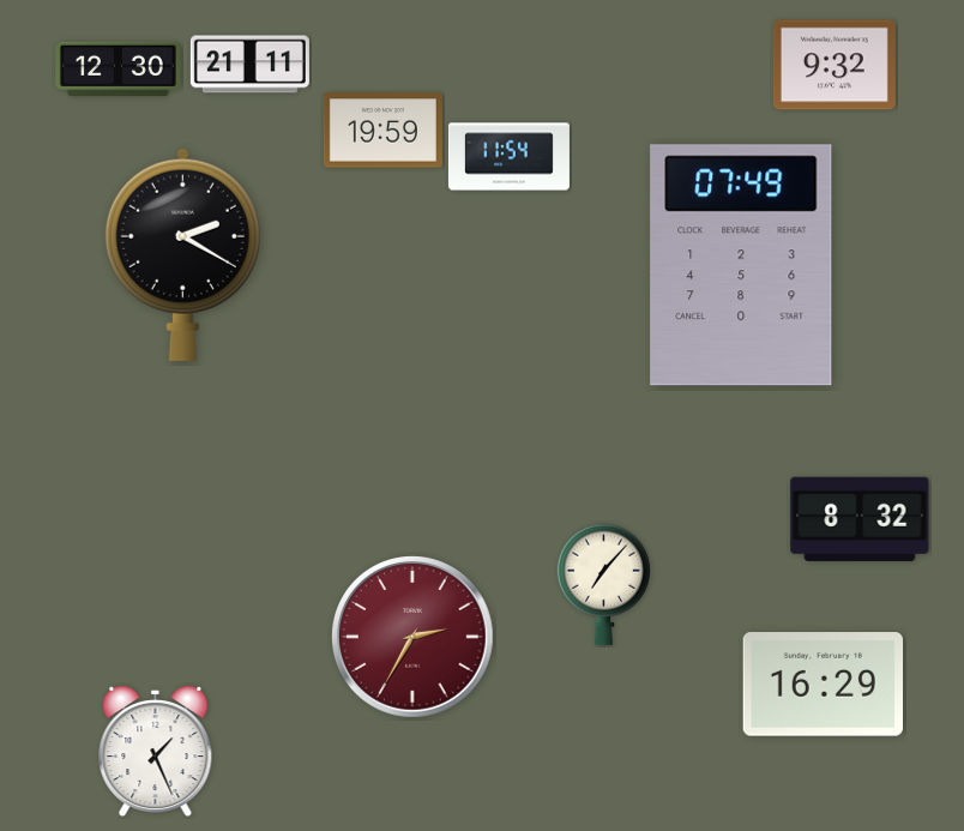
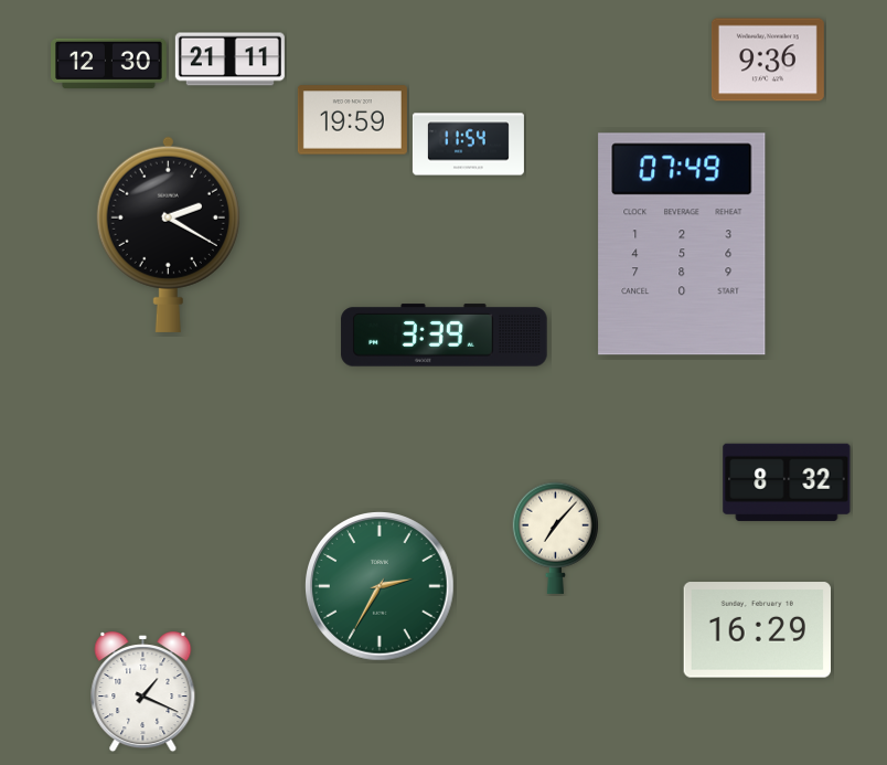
clock at (835, 65): 9:32 -> 9:36
clock at (445, 336): none -> 3:39
clock at (860, 519) position: (860, 519) -> (787, 482)
clock at (414, 638) dial: burgundy -> green
clock at (156, 753): 1:26 -> 1:19
